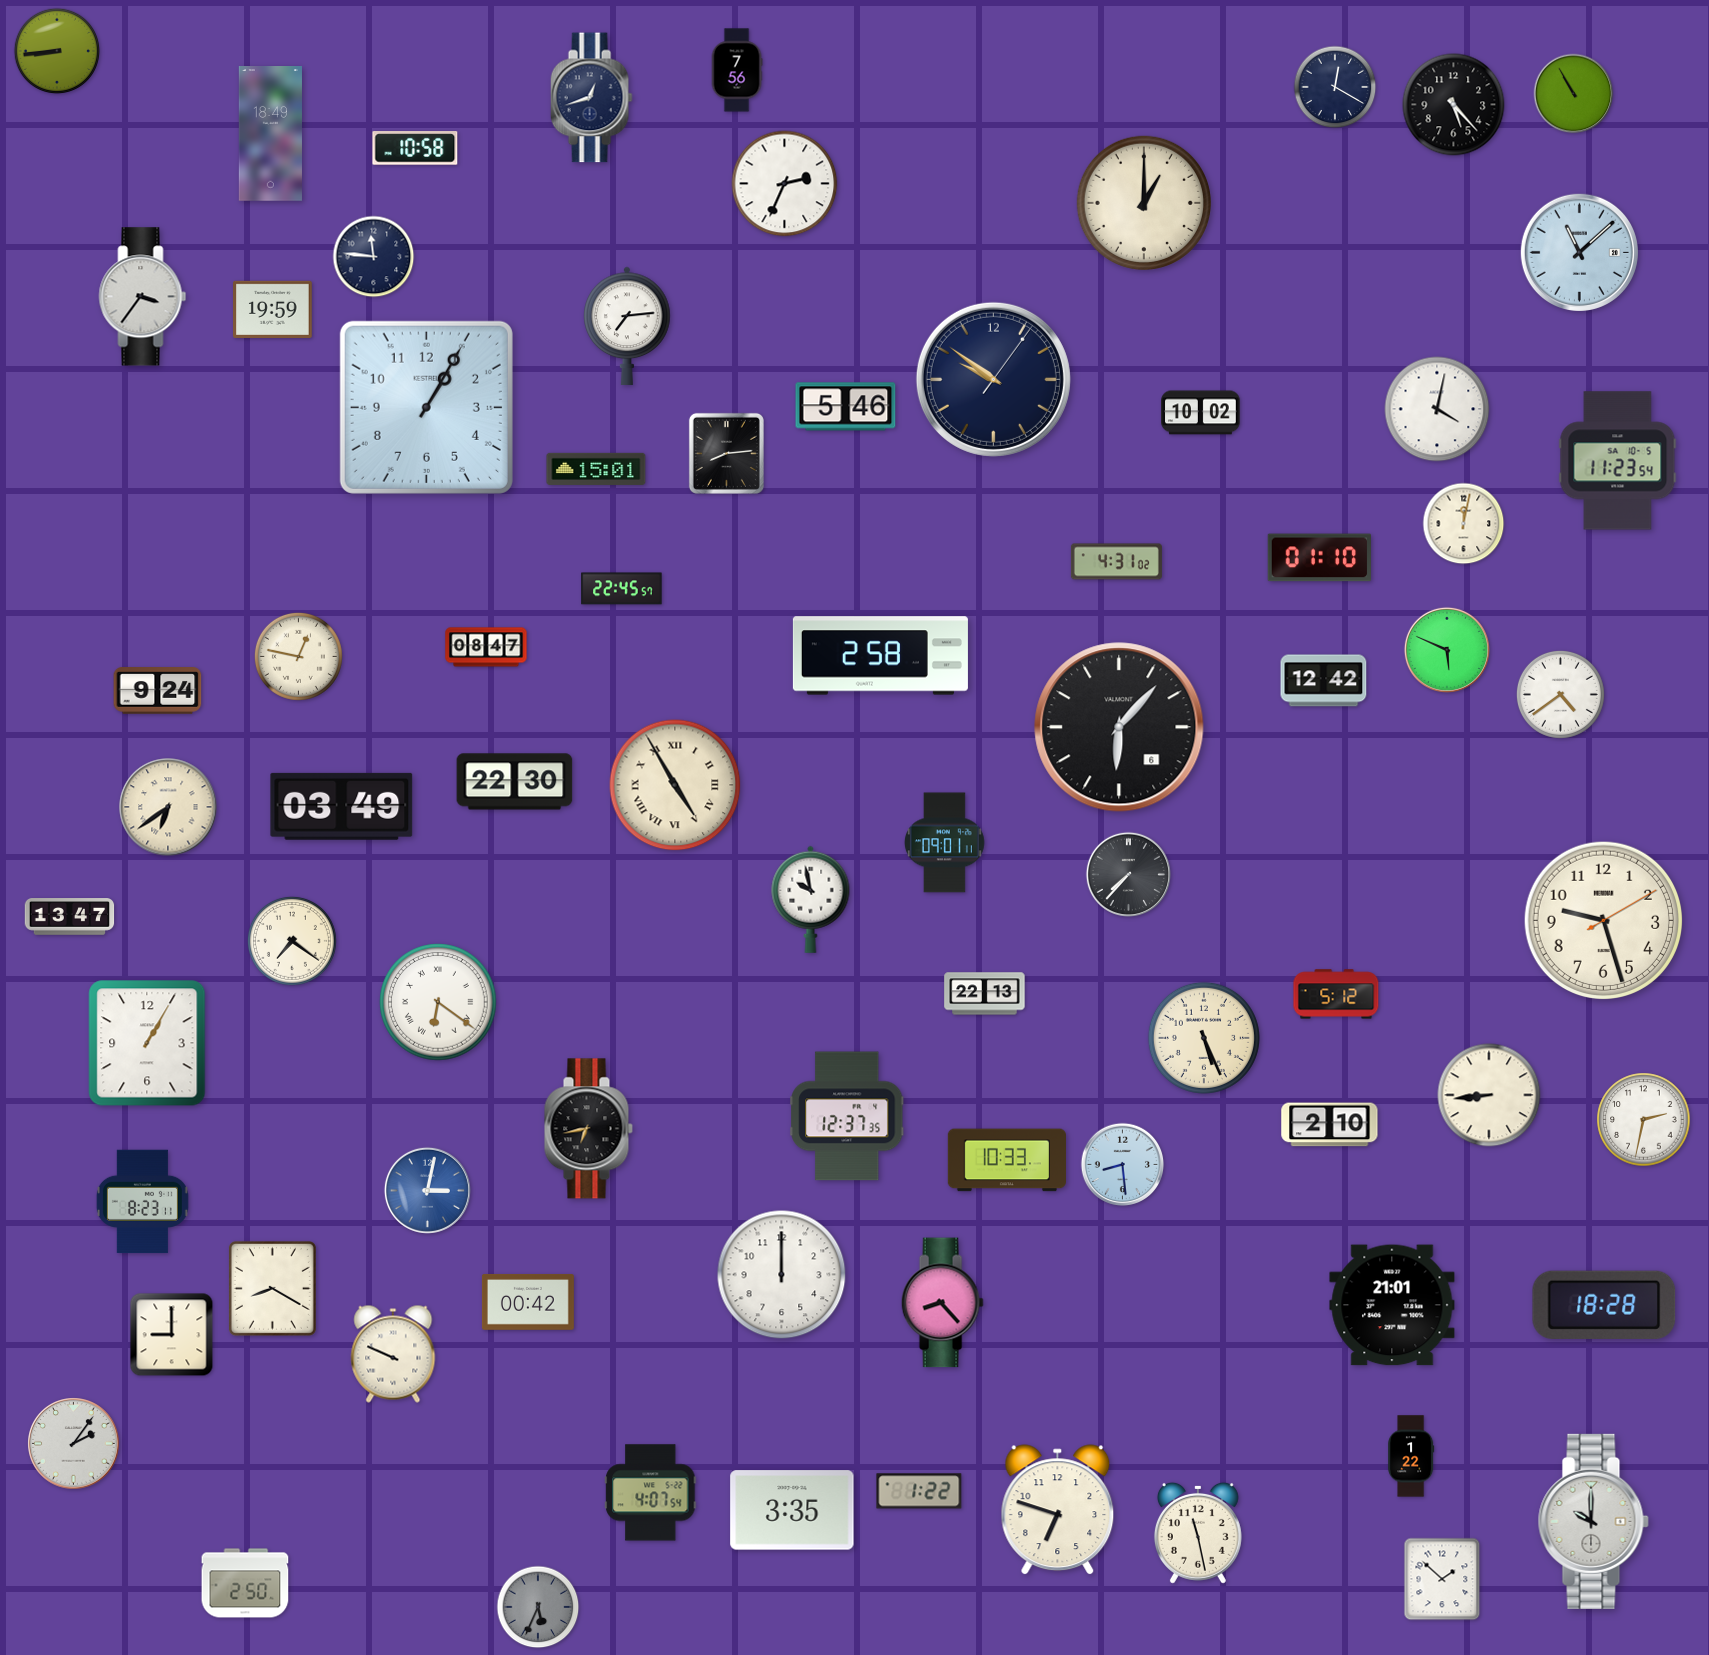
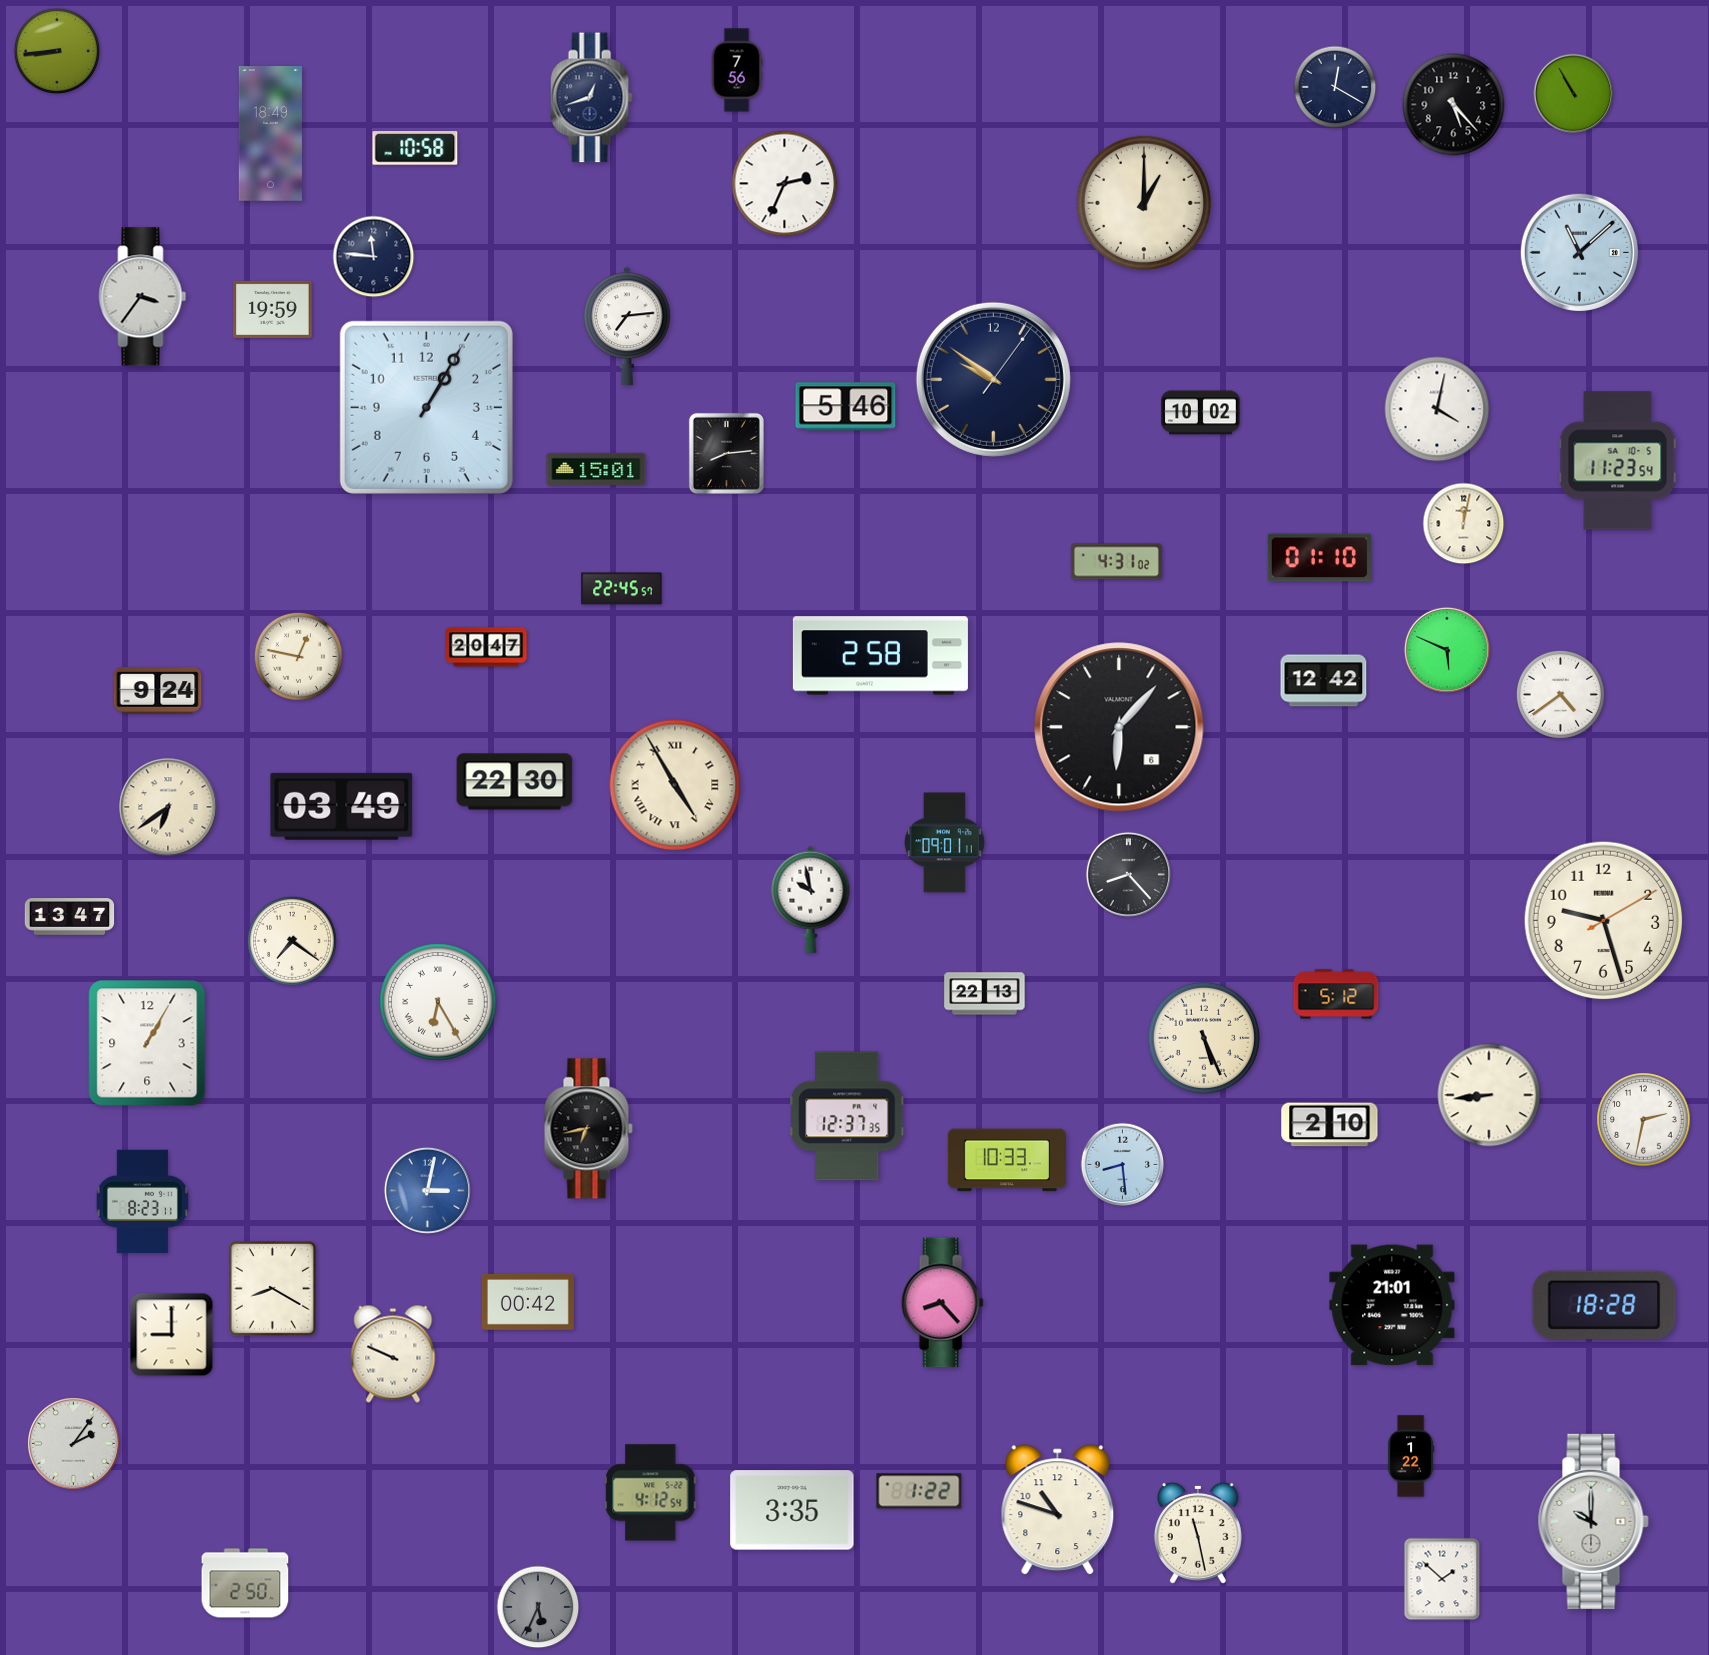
clock at (486, 647): 08:47 -> 20:47
clock at (1128, 874): 7:37 -> 8:23
clock at (438, 1002): 6:21 -> 6:25
clock at (782, 1275): 12:00 -> none
clock at (651, 1493): 4:07 -> 4:12
clock at (1058, 1510): 6:48 -> 10:48
